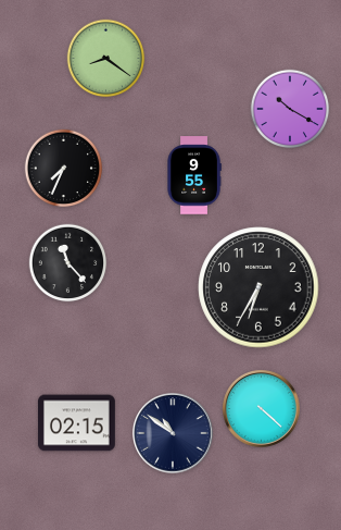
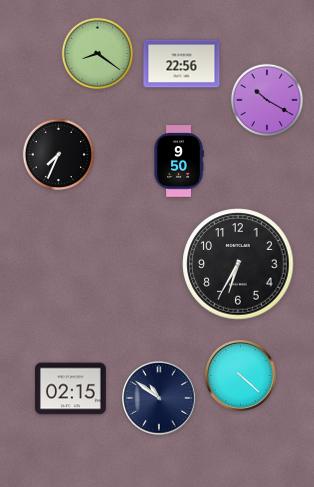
clock at (182, 64): none -> 22:56
clock at (194, 175): 9:55 -> 9:50
clock at (68, 263): 11:23 -> none
